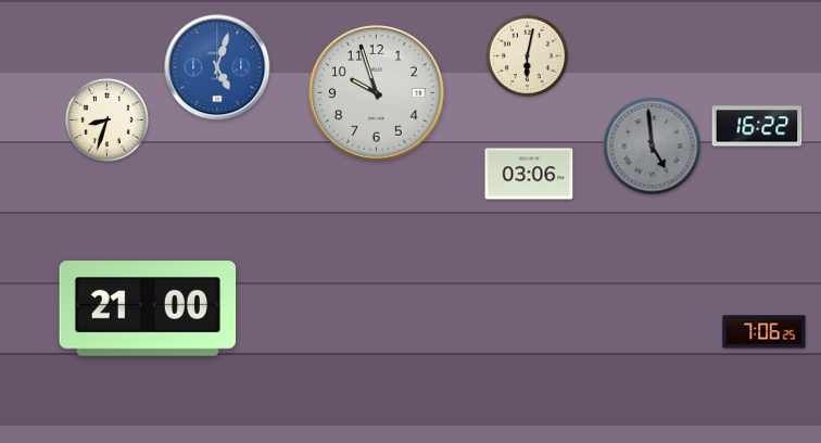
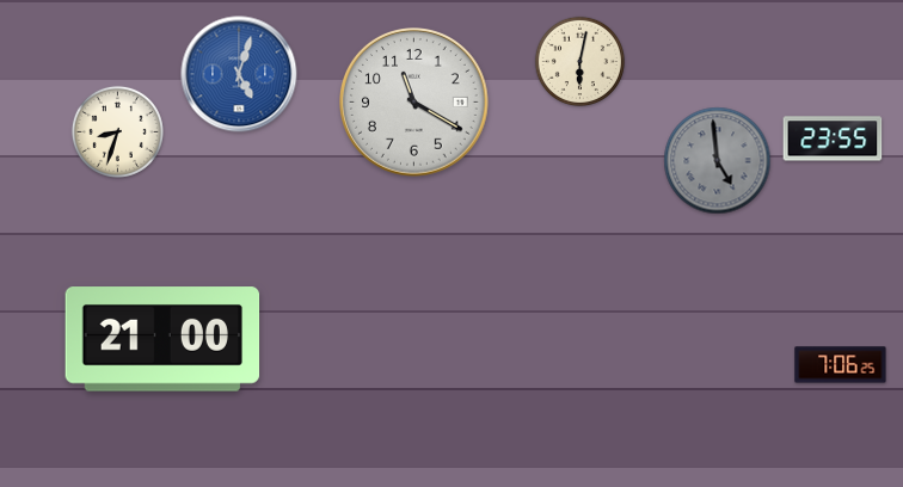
clock at (377, 93): 9:57 -> 11:20
clock at (757, 126): 16:22 -> 23:55
clock at (529, 174): 03:06 -> none
